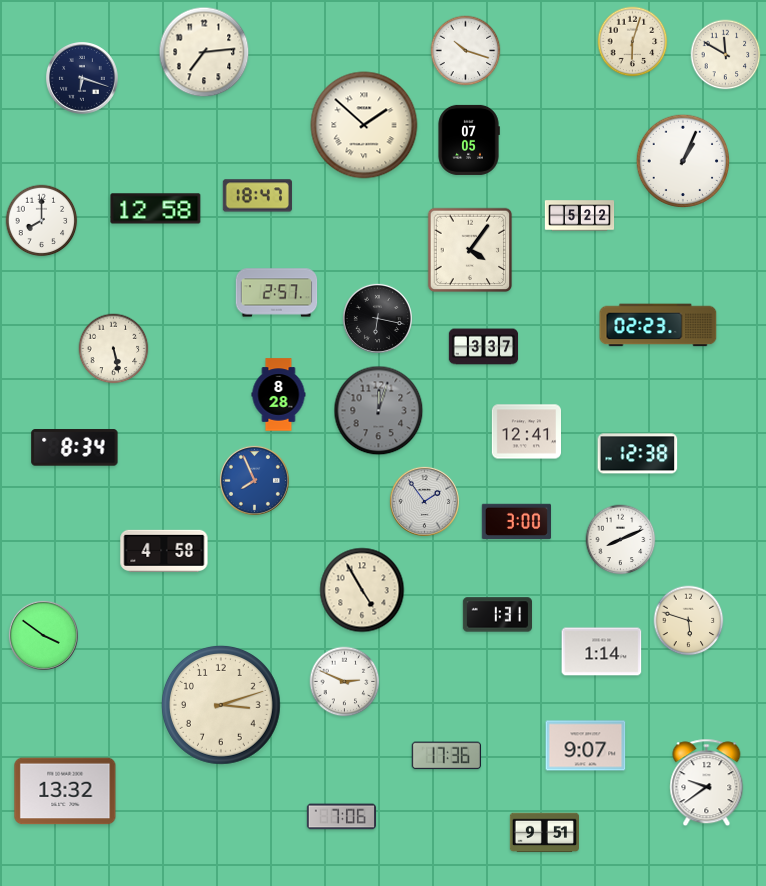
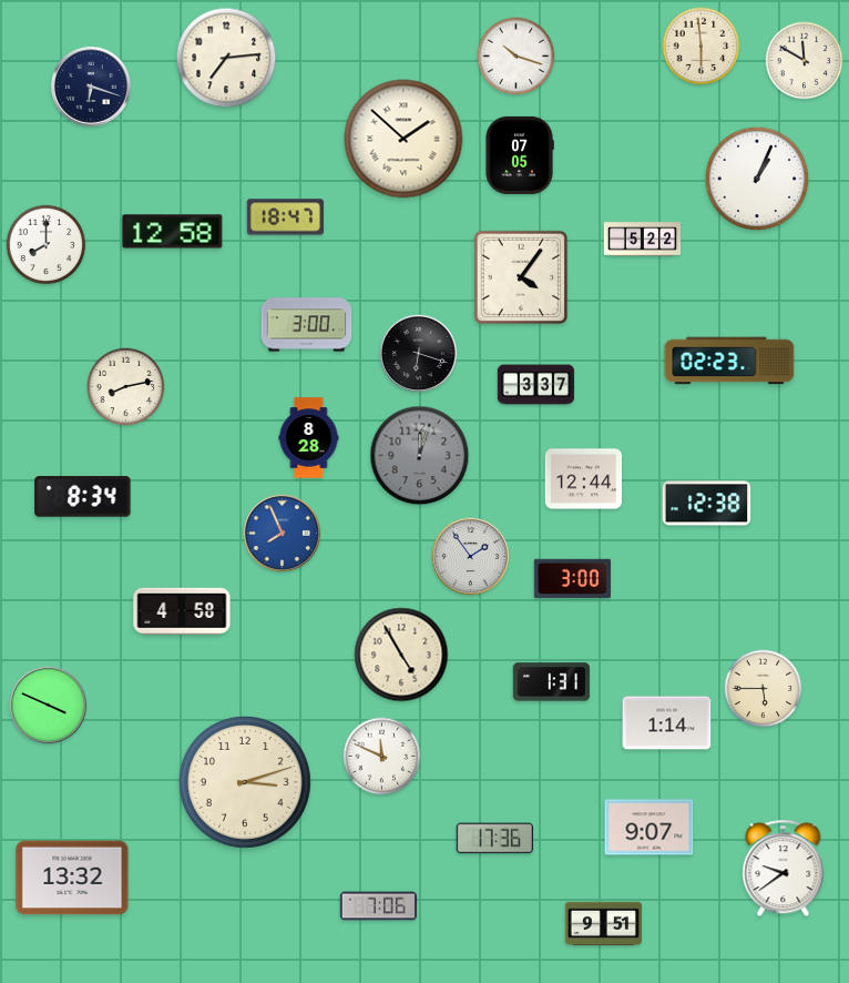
clock at (633, 42): 6:03 -> 5:59
clock at (277, 293): 2:57 -> 3:00
clock at (377, 318): 6:17 -> 6:18
clock at (114, 349): 5:28 -> 8:13
clock at (526, 432): 12:41 -> 12:44
clock at (621, 540): 8:11 -> none
clock at (689, 621): 5:48 -> 5:45
clock at (43, 635): 3:51 -> 3:49
clock at (345, 682): 2:49 -> 11:49
